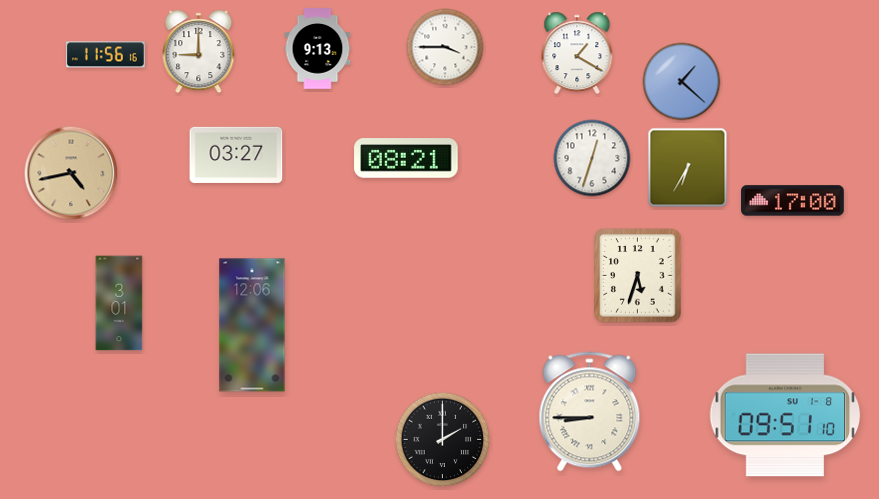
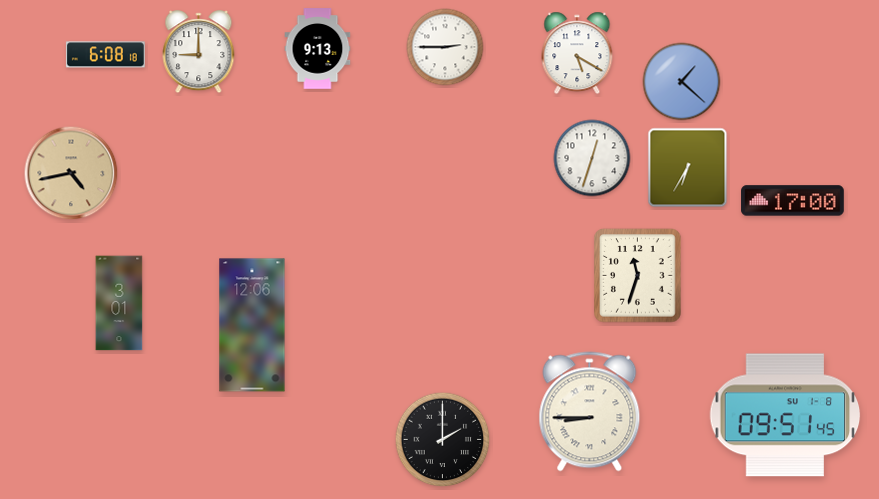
clock at (445, 47): 3:45 -> 2:45
clock at (577, 53): 1:20 -> 5:20
clock at (105, 55): 11:56 -> 6:08
clock at (236, 155): 03:27 -> none
clock at (406, 158): 08:21 -> none
clock at (638, 276): 5:33 -> 11:33
clock at (785, 415): 09:51:10 -> 09:51:45
